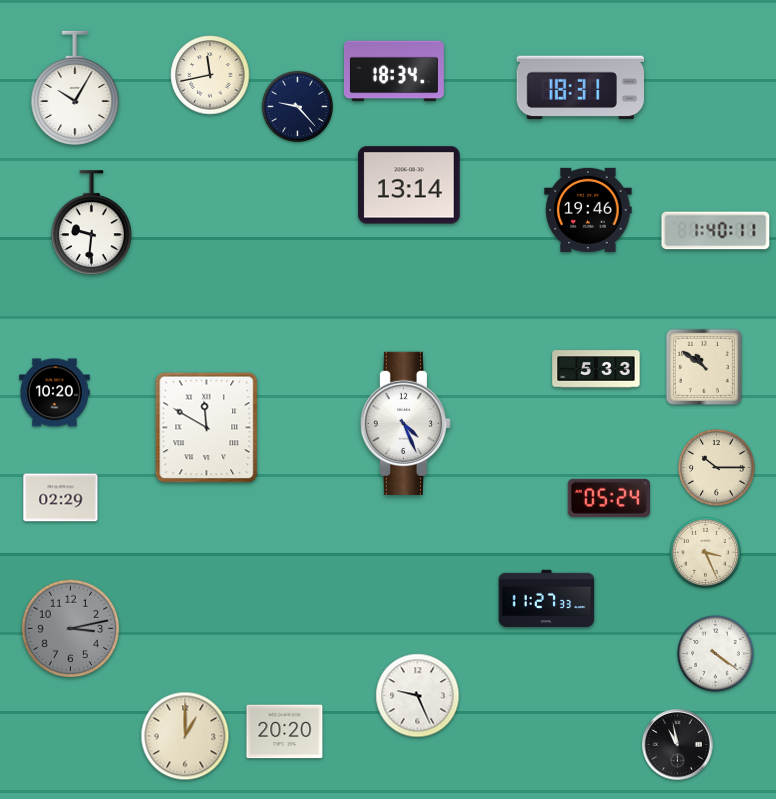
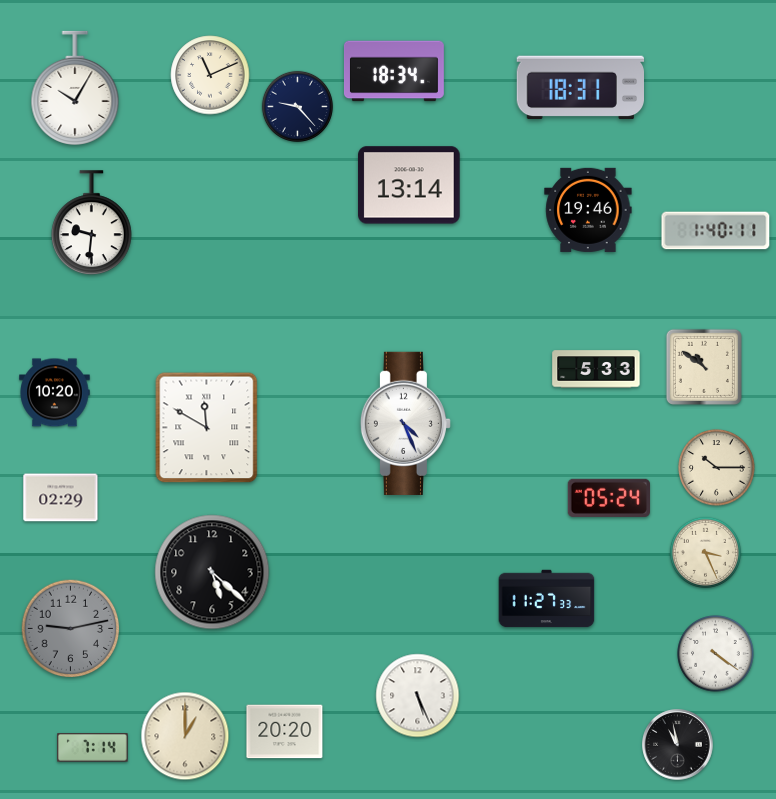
clock at (210, 75): 11:43 -> 11:11
clock at (212, 572): none -> 5:22
clock at (71, 629): 3:13 -> 9:13
clock at (418, 696): 9:26 -> 5:26
clock at (93, 748): none -> 7:14
